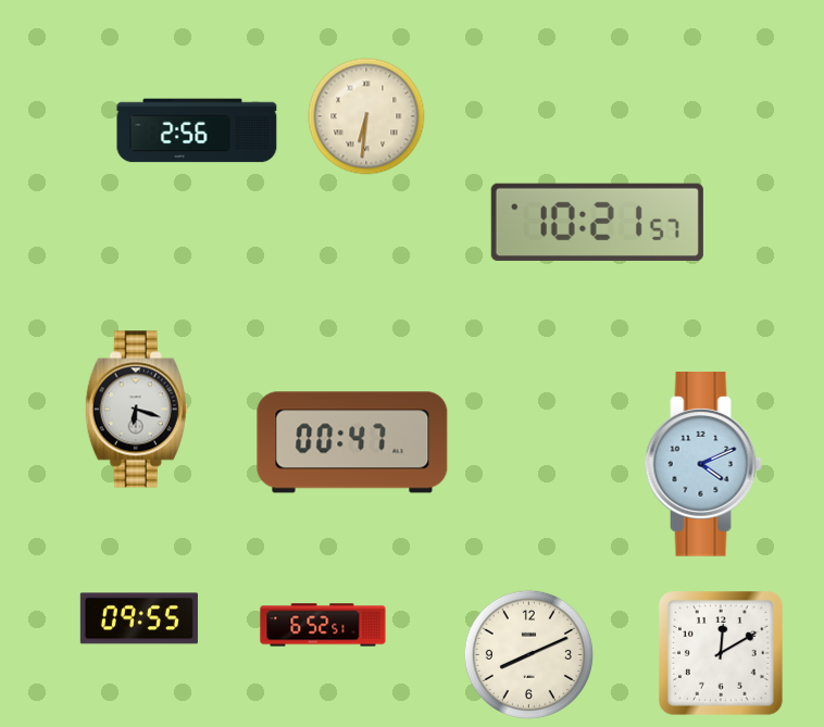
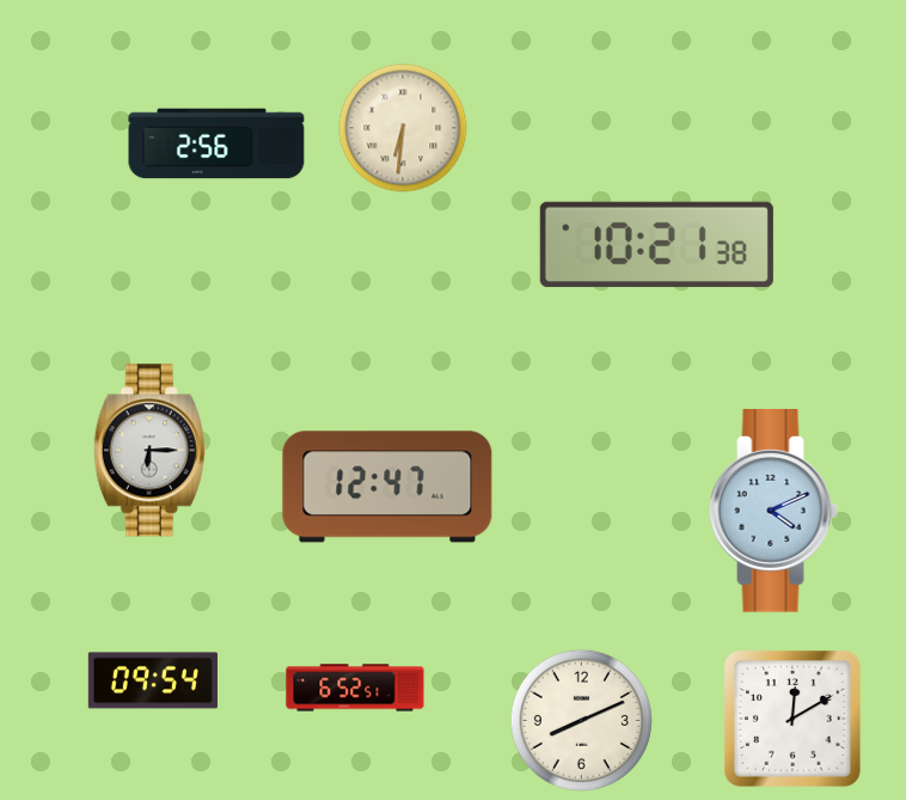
clock at (597, 222): 10:21:57 -> 10:21:38
clock at (136, 410): 6:18 -> 6:15
clock at (352, 442): 00:47 -> 12:47
clock at (139, 618): 09:55 -> 09:54
